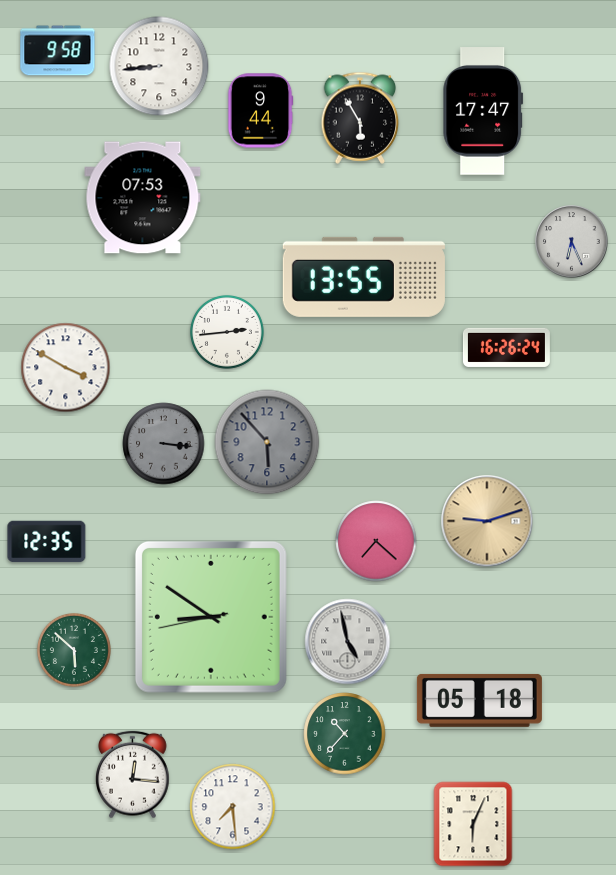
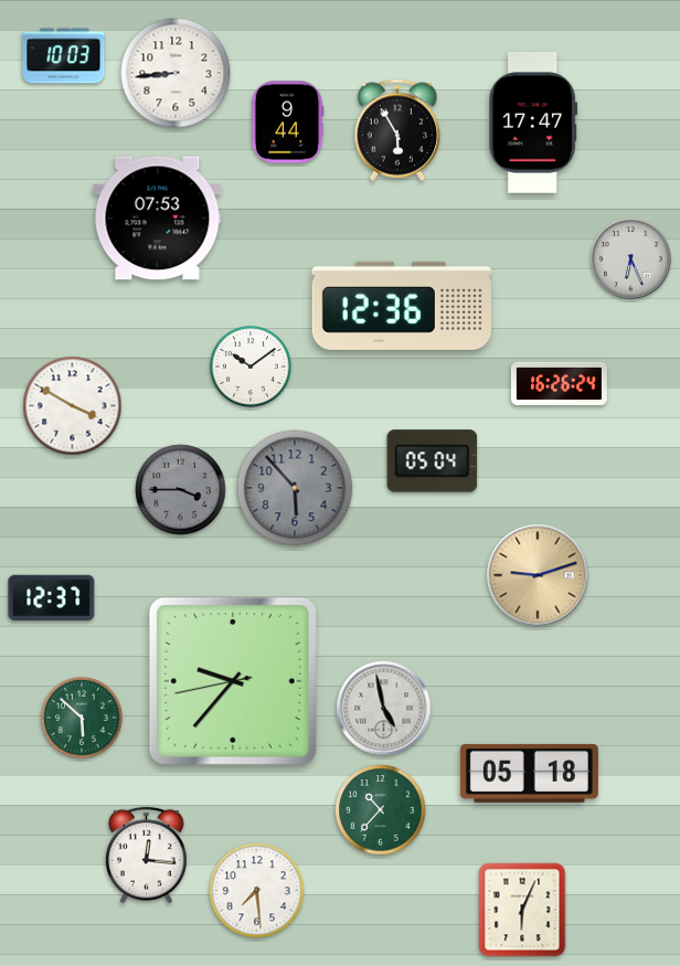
clock at (58, 51): 9:58 -> 10:03
clock at (572, 242) position: (572, 242) -> (631, 259)
clock at (364, 277): 13:55 -> 12:36
clock at (227, 332): 2:44 -> 10:09
clock at (433, 461): none -> 05:04
clock at (164, 444): 3:16 -> 3:45
clock at (376, 541): 7:22 -> none
clock at (47, 542): 12:35 -> 12:37
clock at (211, 617): 8:50 -> 9:36
